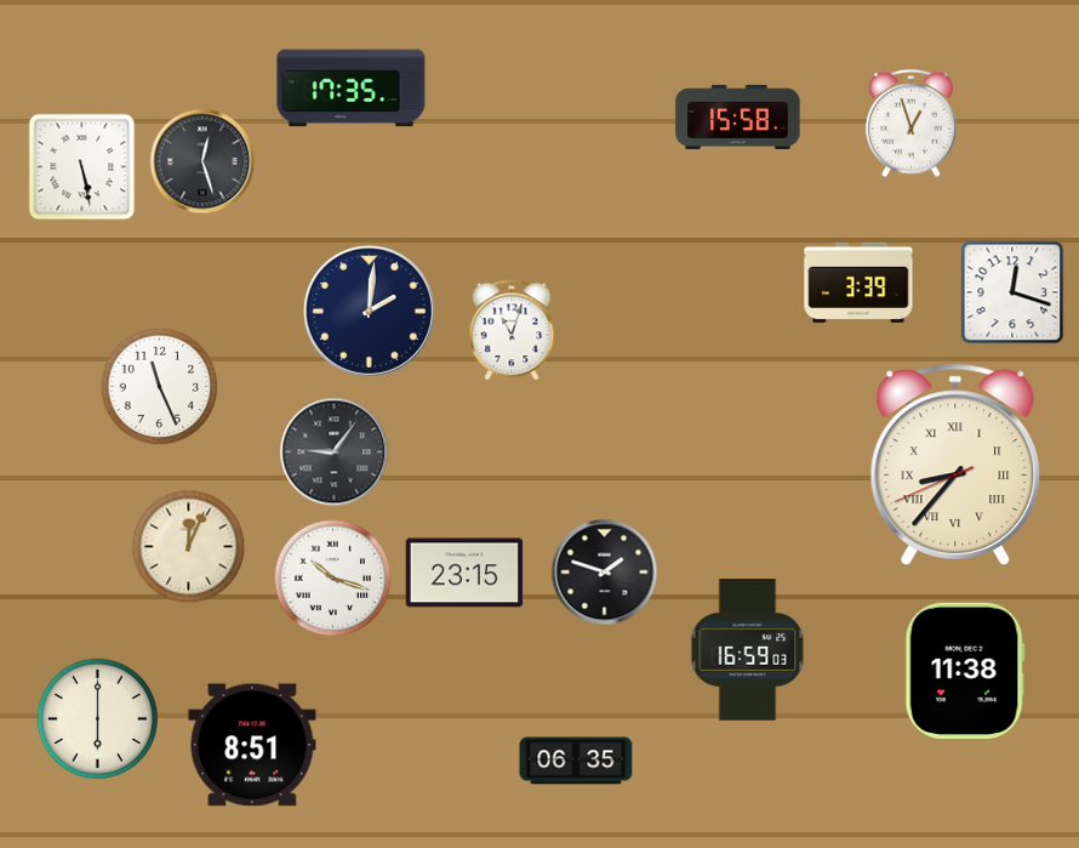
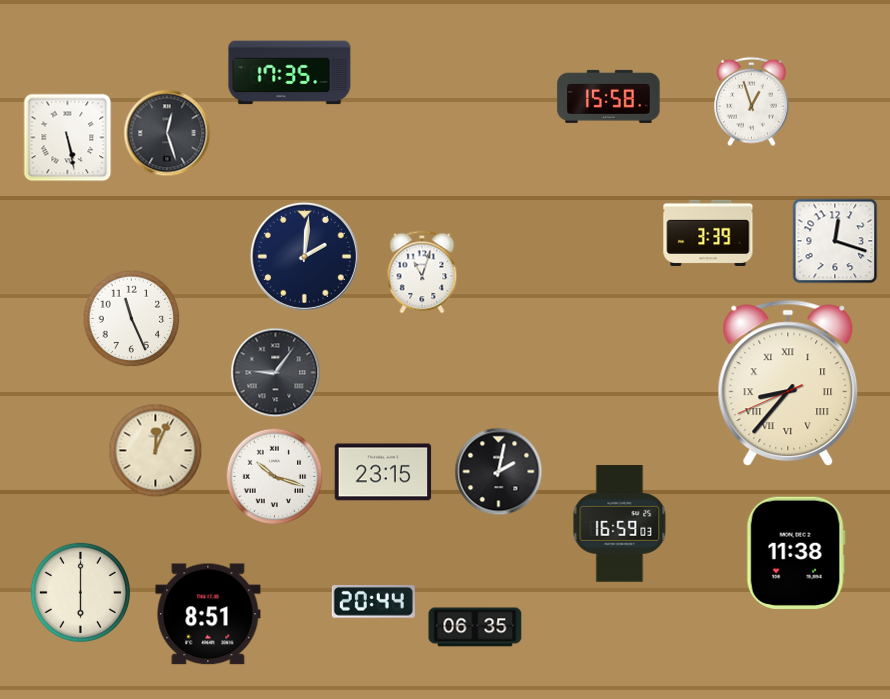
clock at (605, 573): 1:48 -> 2:02
clock at (748, 650) position: (748, 650) -> (620, 524)
clock at (373, 602): none -> 20:44
